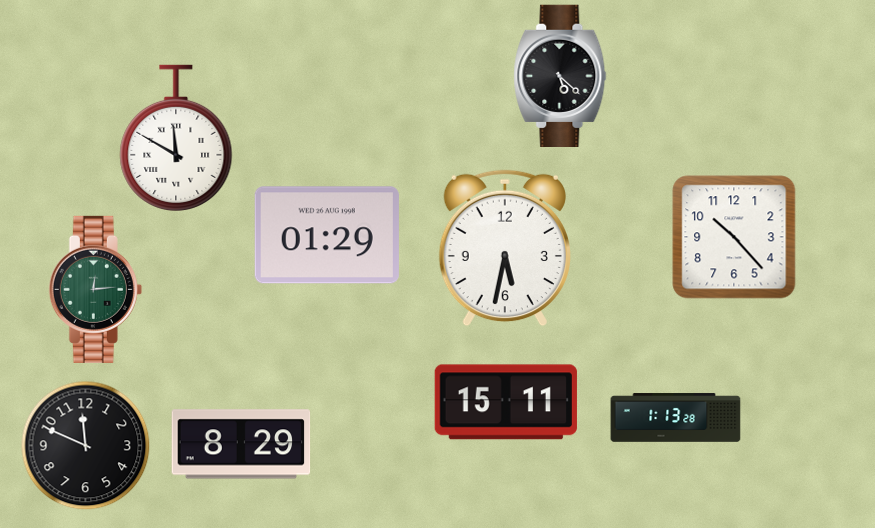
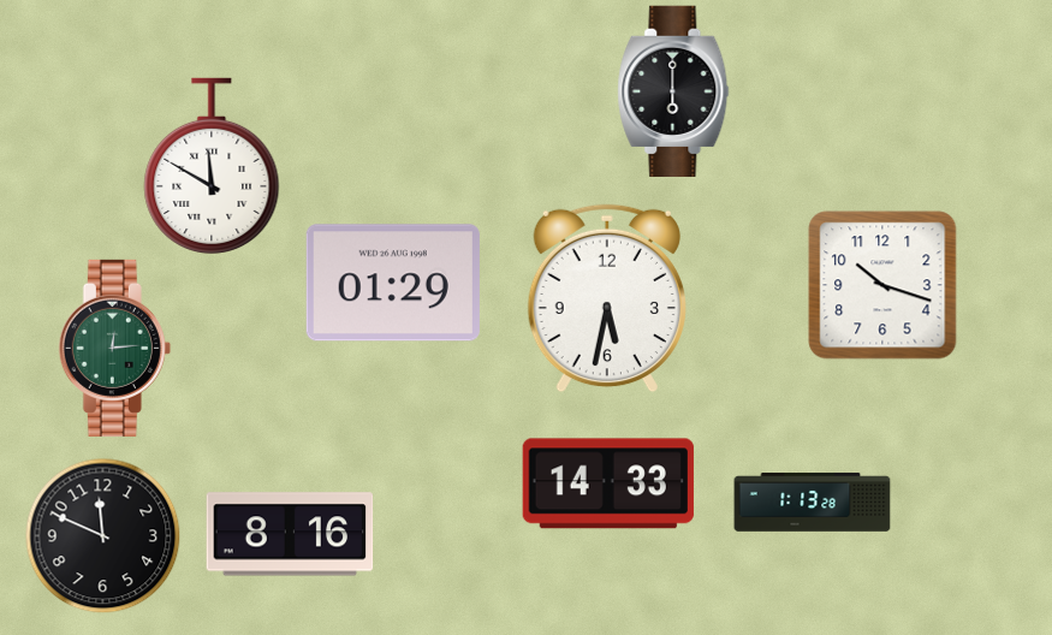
clock at (560, 75): 5:22 -> 6:00
clock at (734, 237): 10:23 -> 10:18
clock at (506, 402): 15:11 -> 14:33
clock at (241, 444): 8:29 -> 8:16
